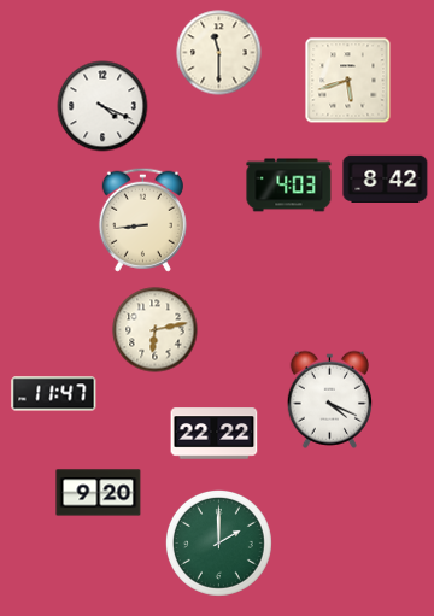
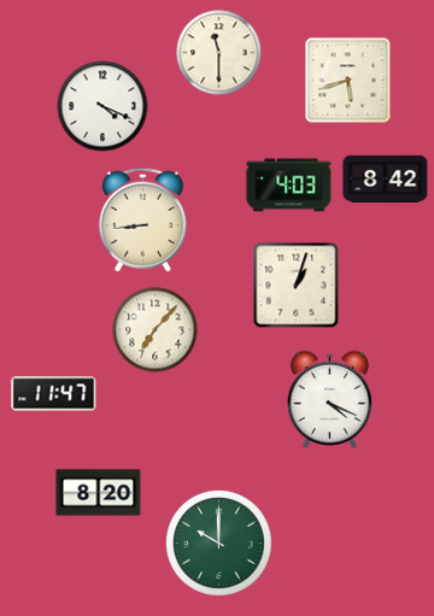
clock at (297, 286): none -> 1:03
clock at (156, 330): 6:13 -> 7:07
clock at (215, 434): 22:22 -> none
clock at (99, 493): 9:20 -> 8:20
clock at (218, 542): 2:00 -> 10:00
